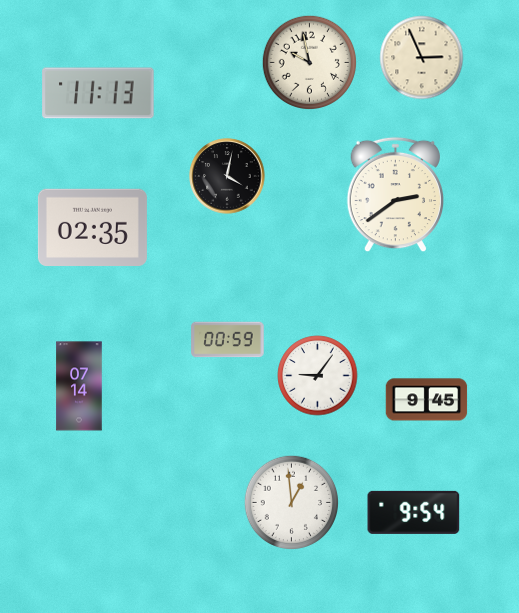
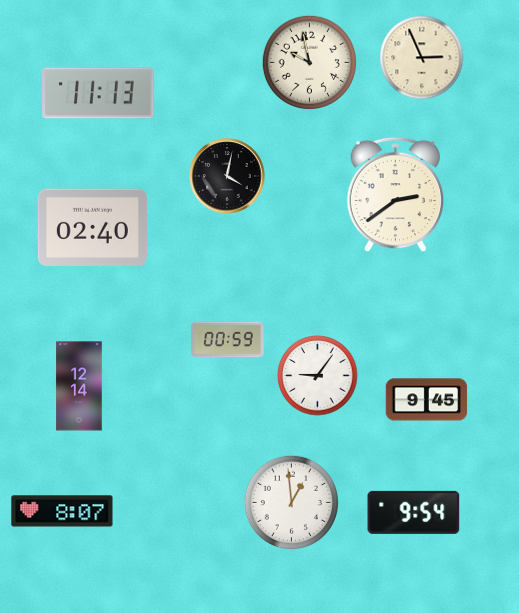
clock at (92, 228): 02:35 -> 02:40
clock at (79, 386): 07:14 -> 12:14
clock at (62, 511): none -> 8:07
